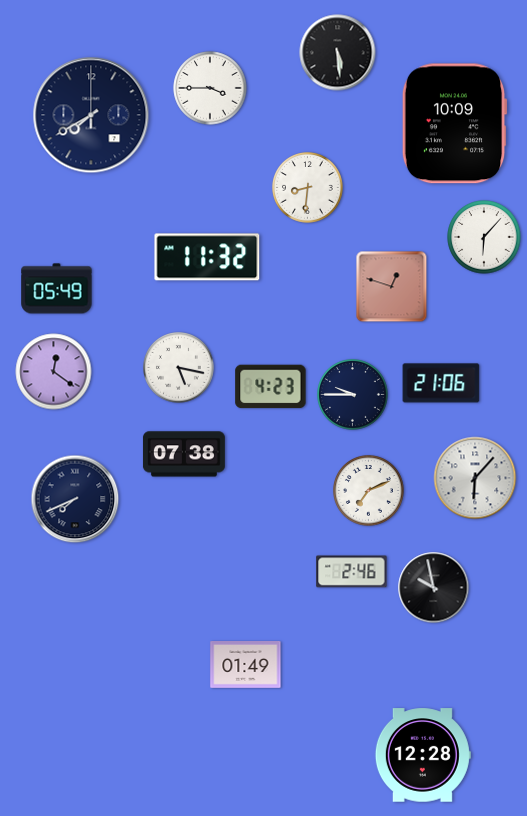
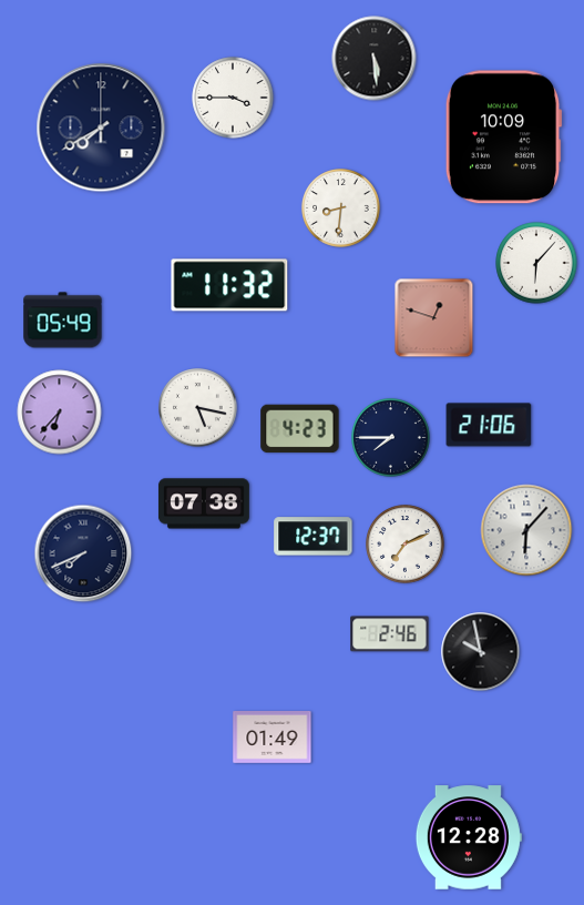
clock at (54, 372): 12:21 -> 6:37
clock at (353, 395): 9:45 -> 7:45
clock at (314, 537): none -> 12:37
clock at (369, 491) position: (369, 491) -> (406, 545)
